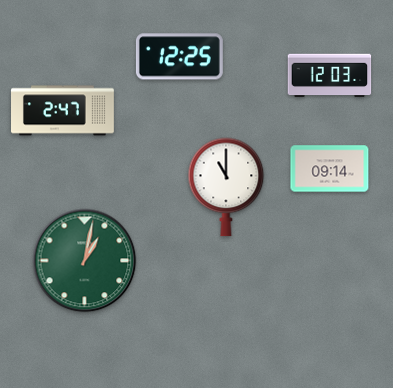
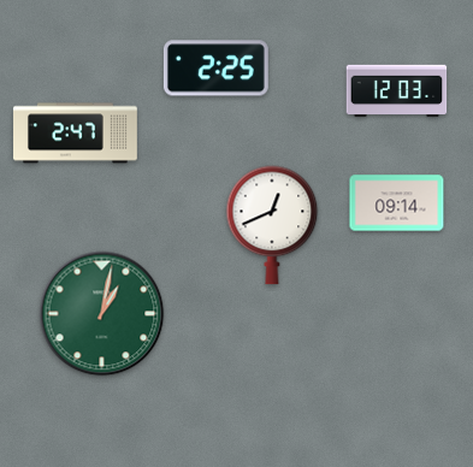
clock at (179, 57): 12:25 -> 2:25
clock at (226, 187): 11:00 -> 12:41
